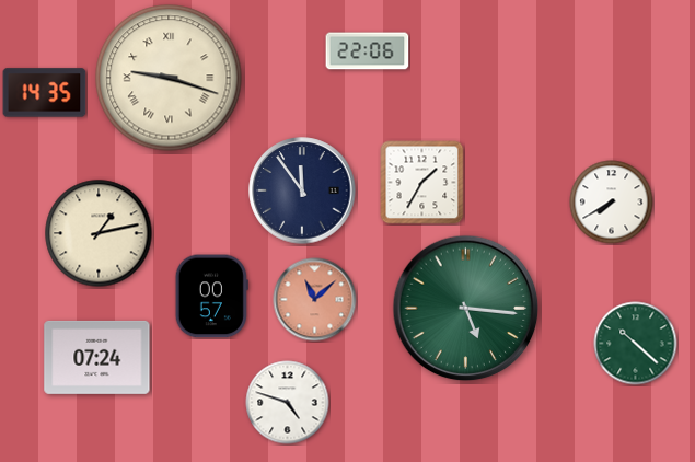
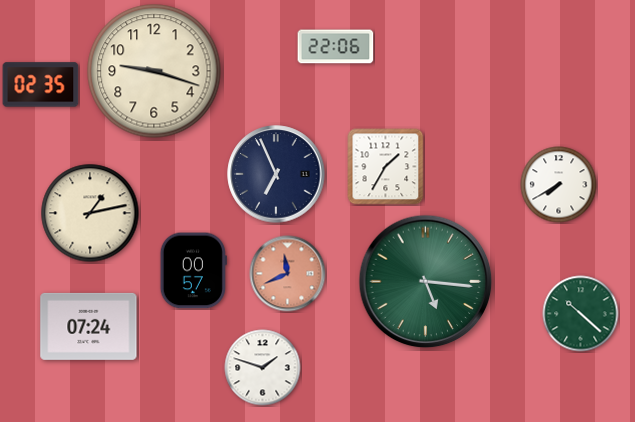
clock at (169, 78) numerals: Roman -> Arabic
clock at (45, 93): 14:35 -> 02:35
clock at (302, 190): 11:54 -> 6:56
clock at (315, 300): 11:08 -> 11:41
clock at (288, 403): 4:48 -> 1:48
